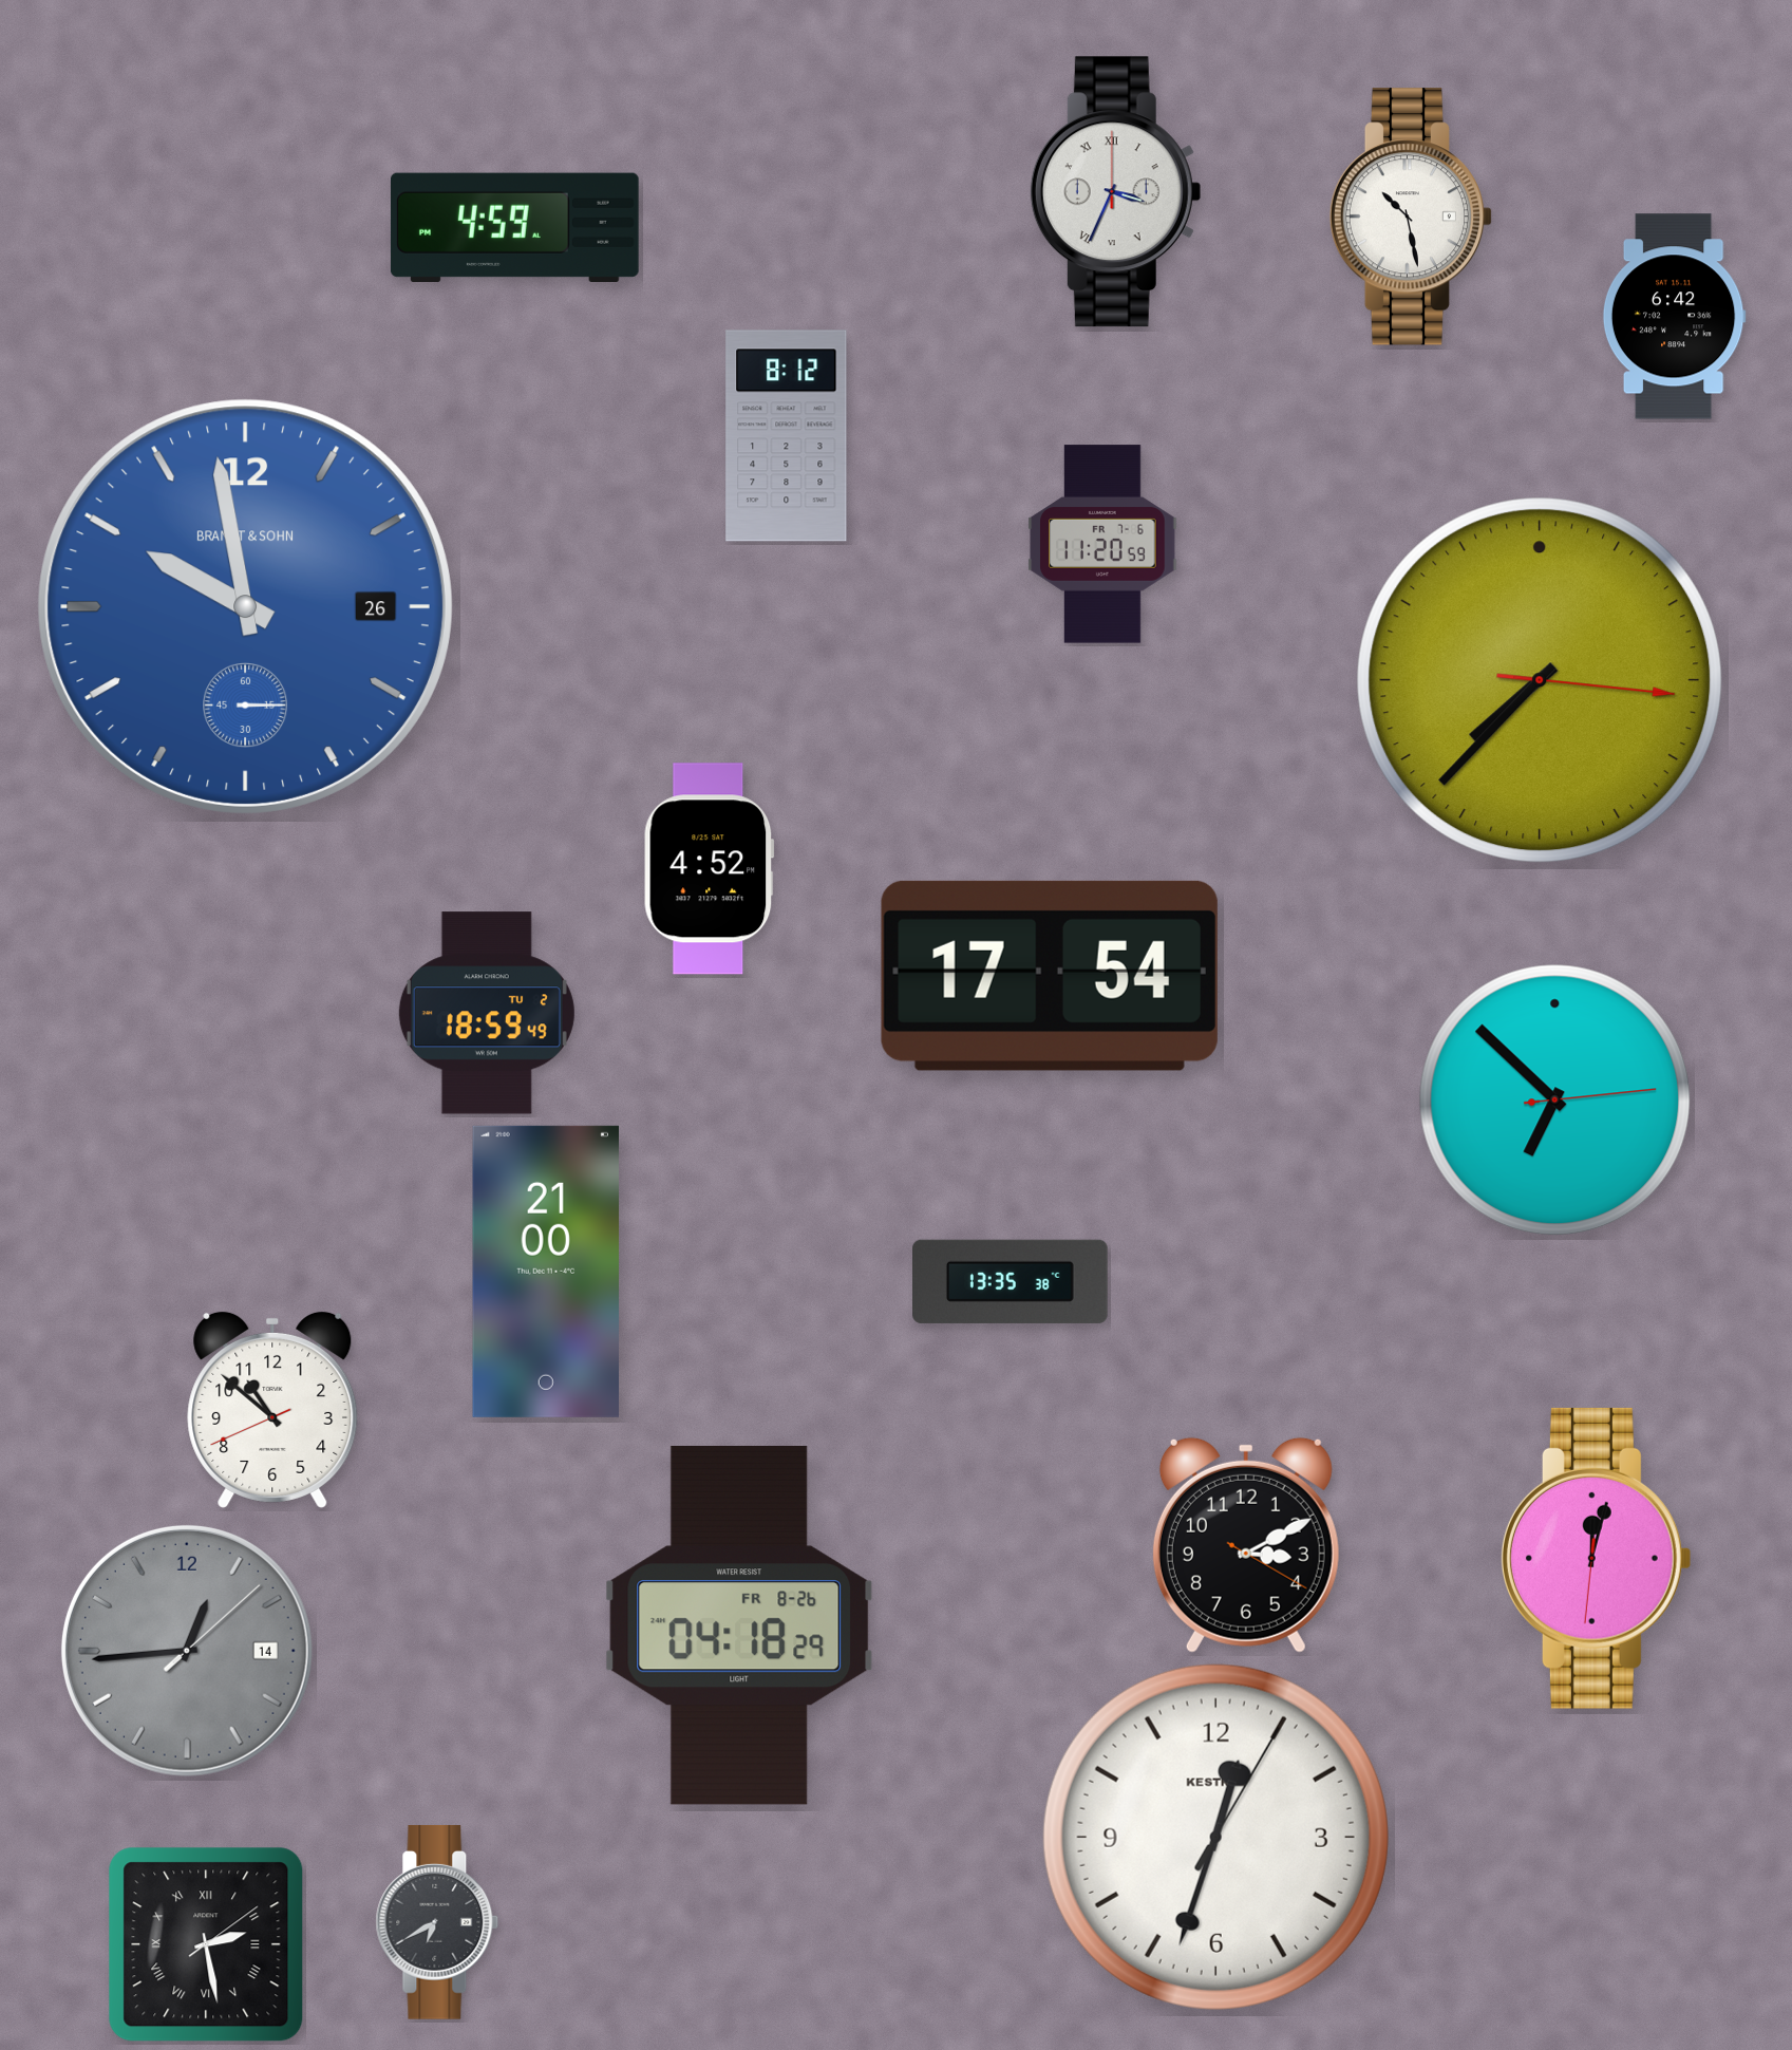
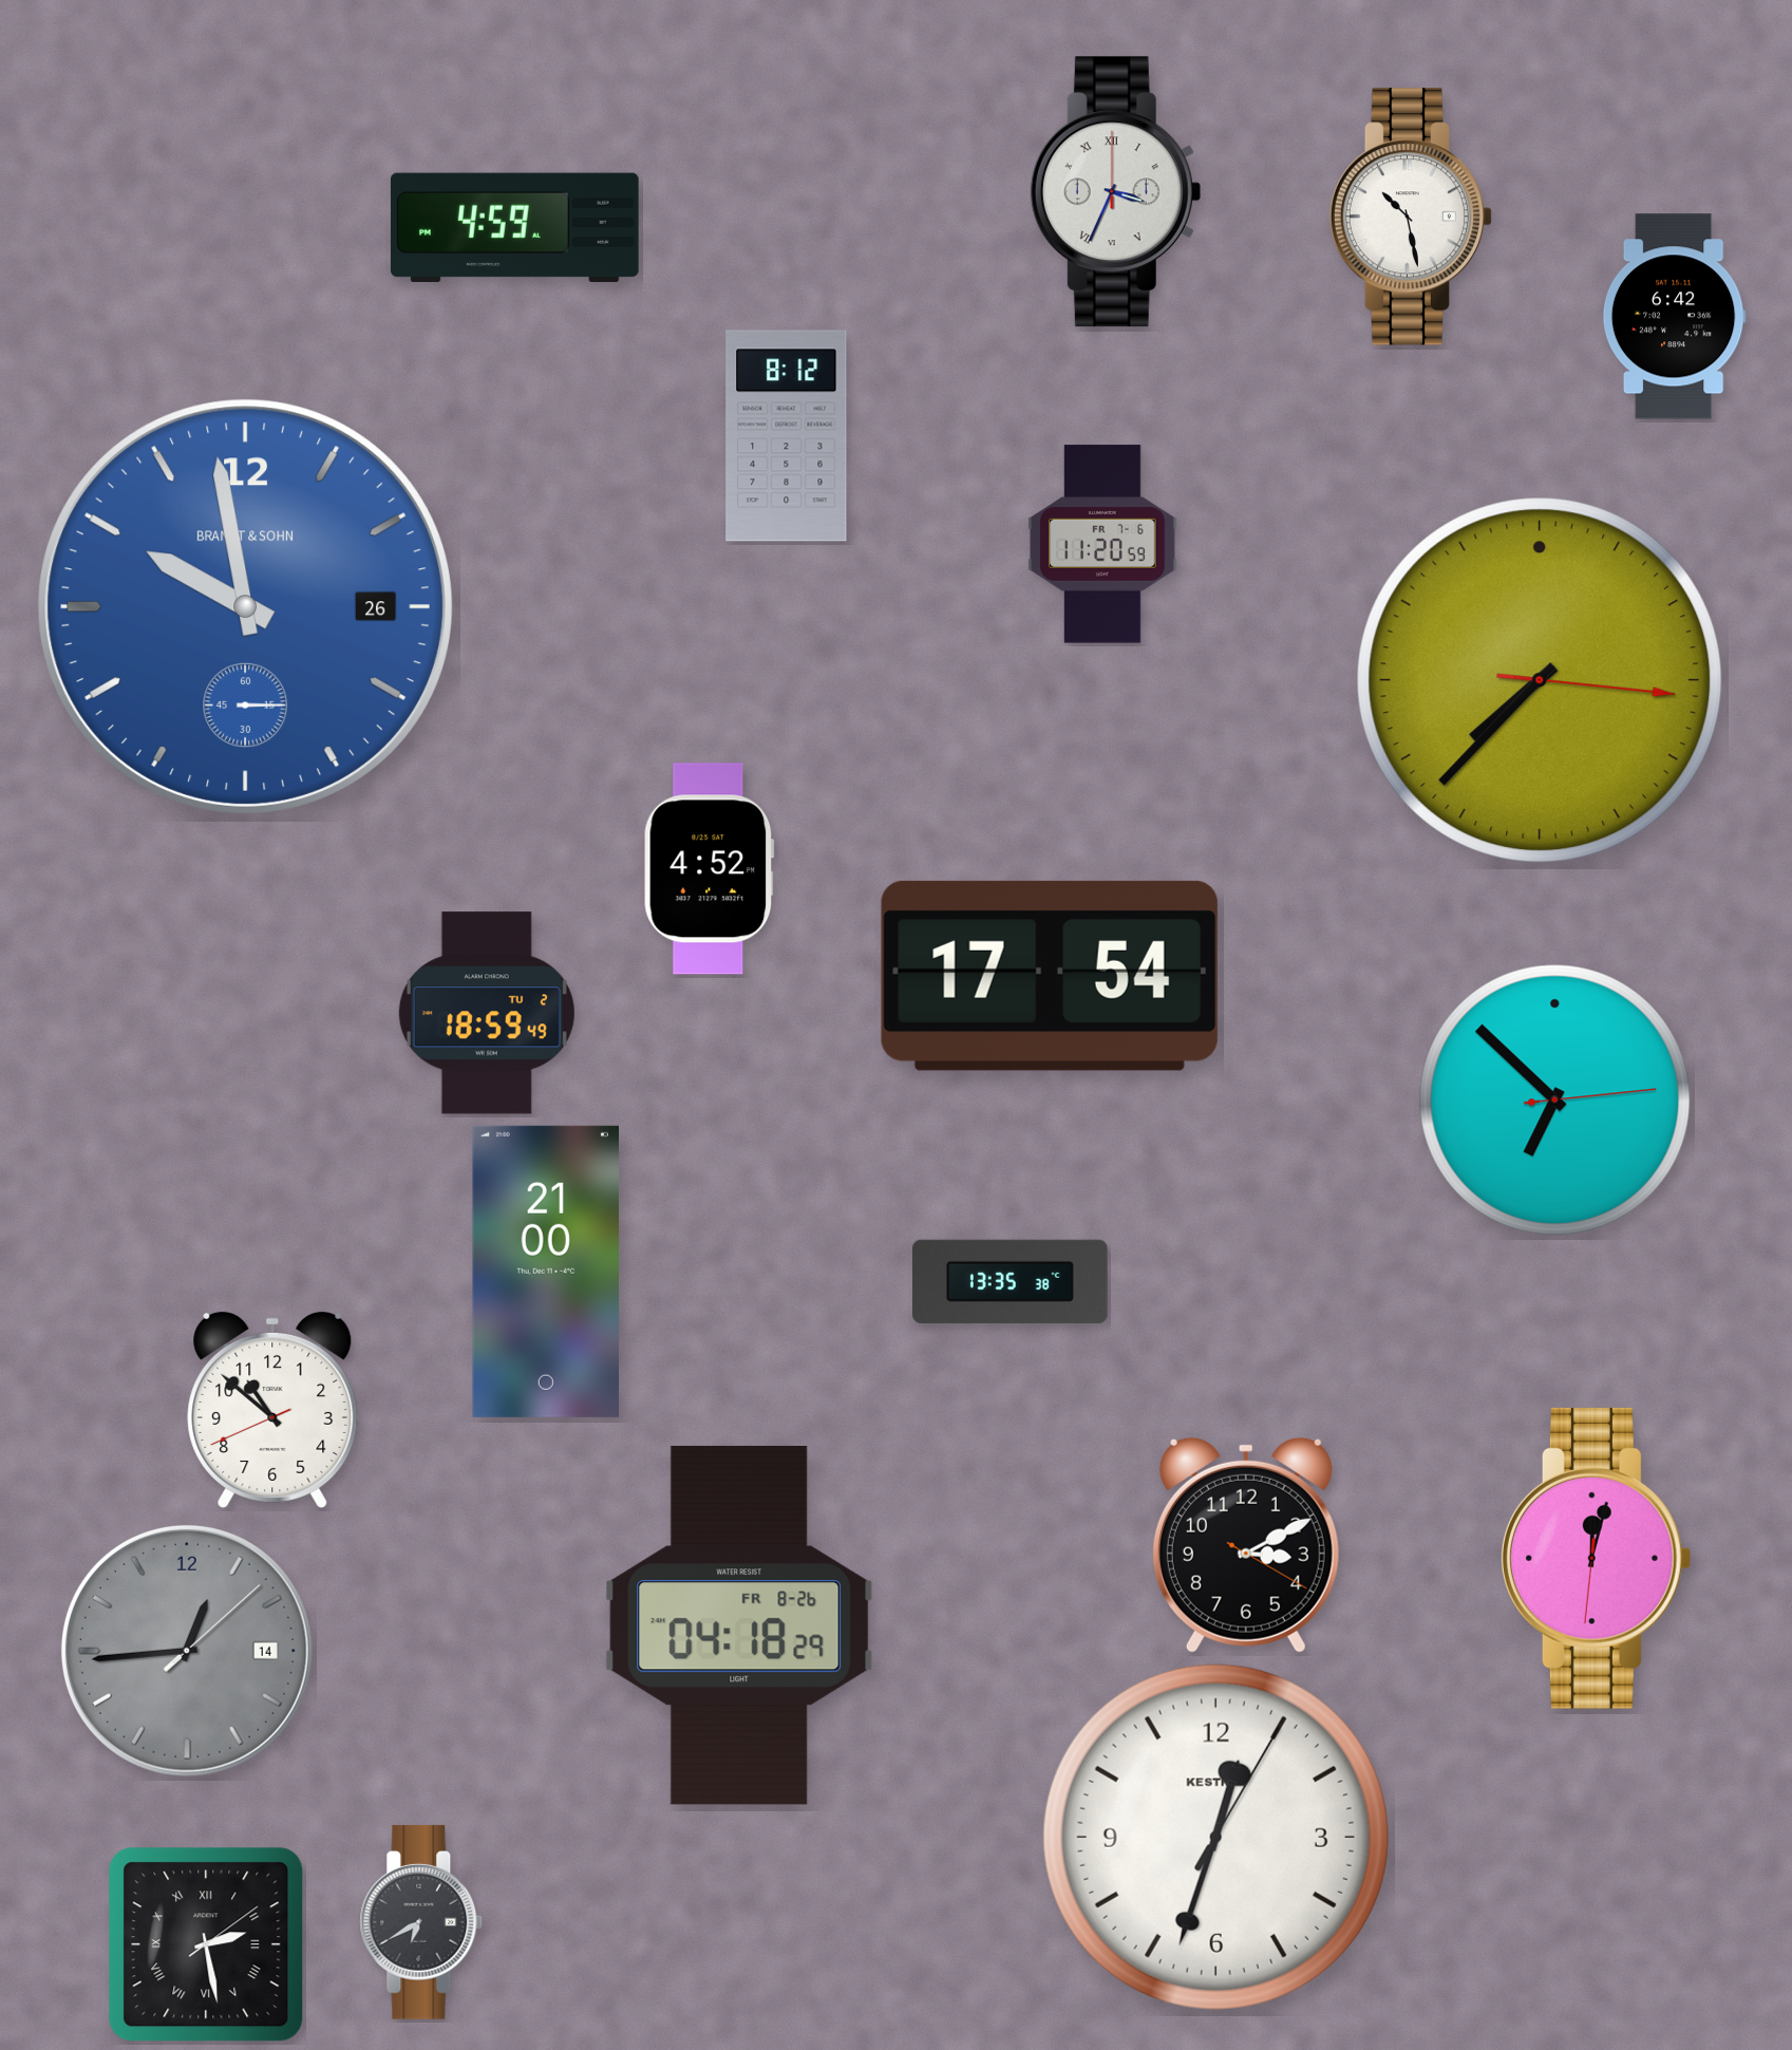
clock at (437, 1922) position: (437, 1922) -> (421, 1922)
